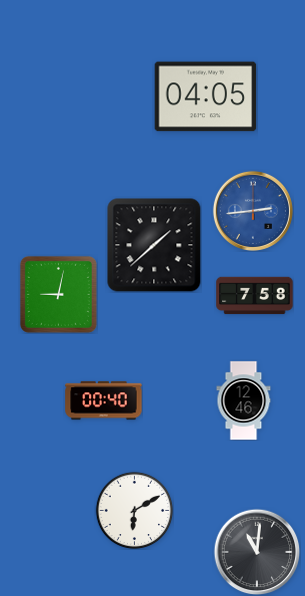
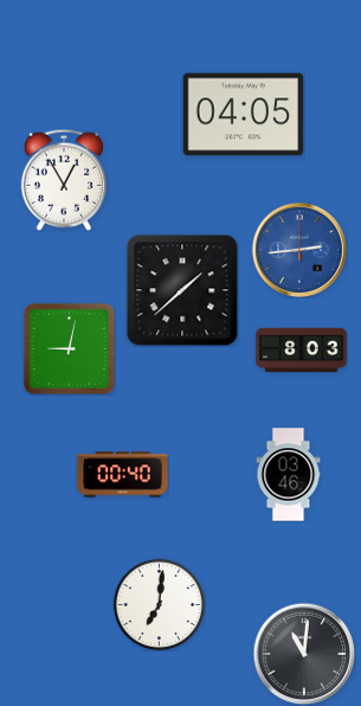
clock at (64, 180): none -> 12:55
clock at (255, 296): 7:58 -> 8:03
clock at (244, 401): 12:46 -> 03:46
clock at (134, 510): 6:10 -> 7:01
